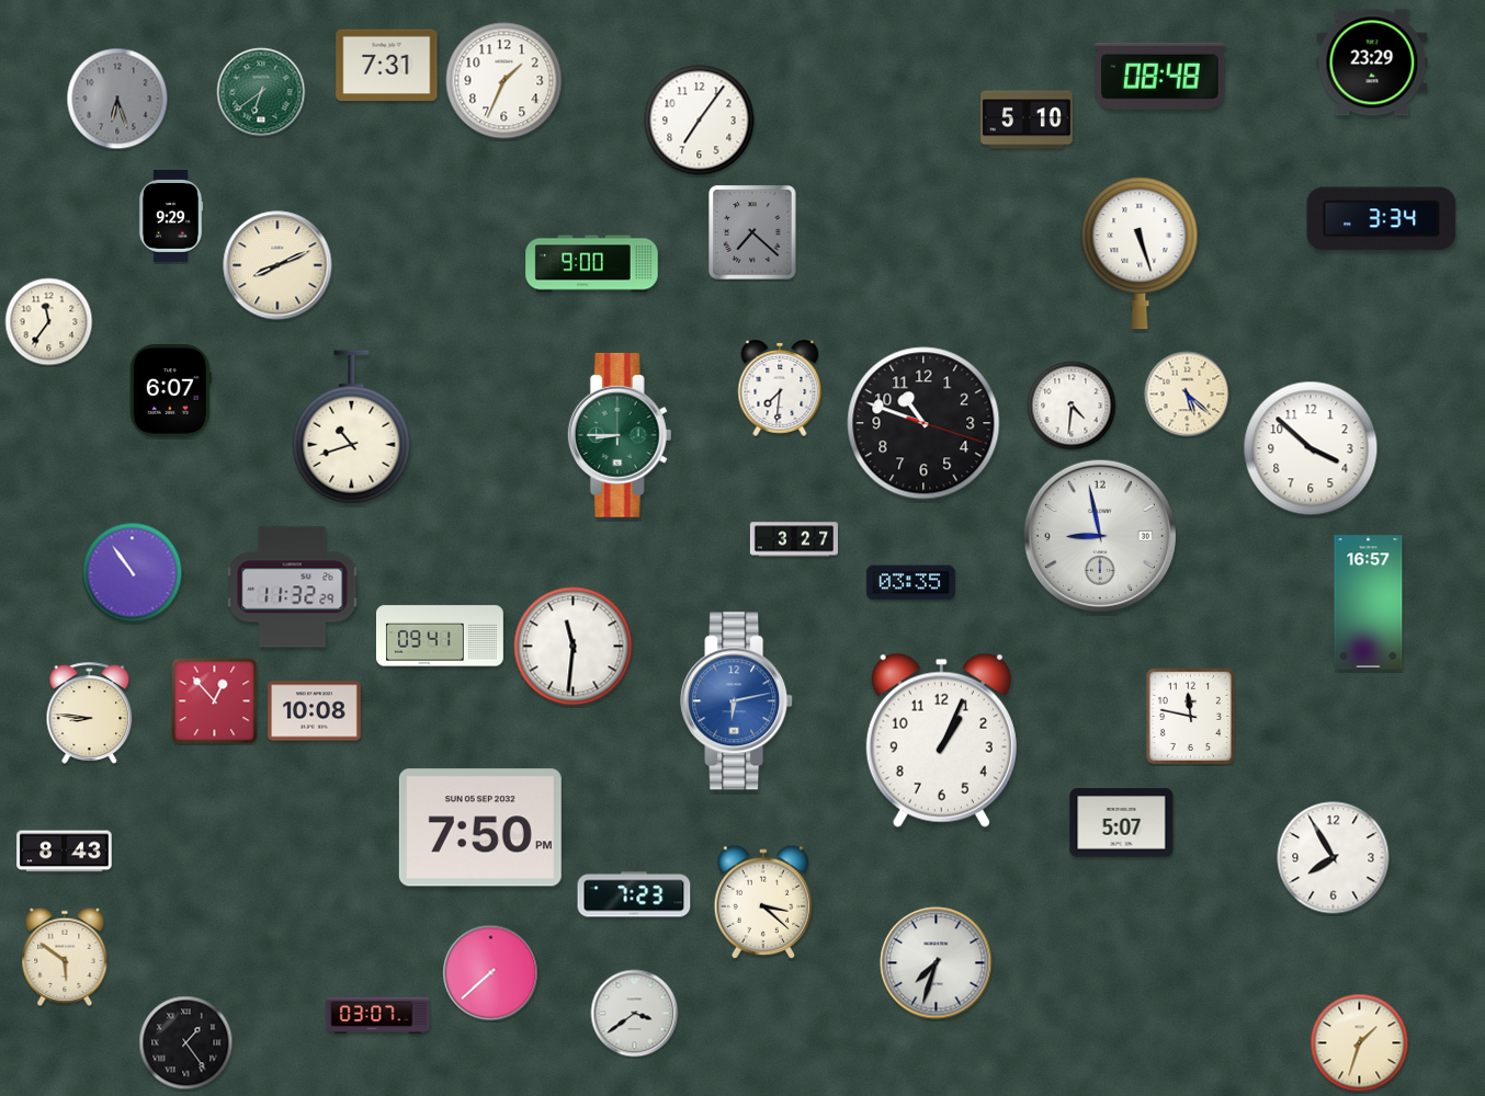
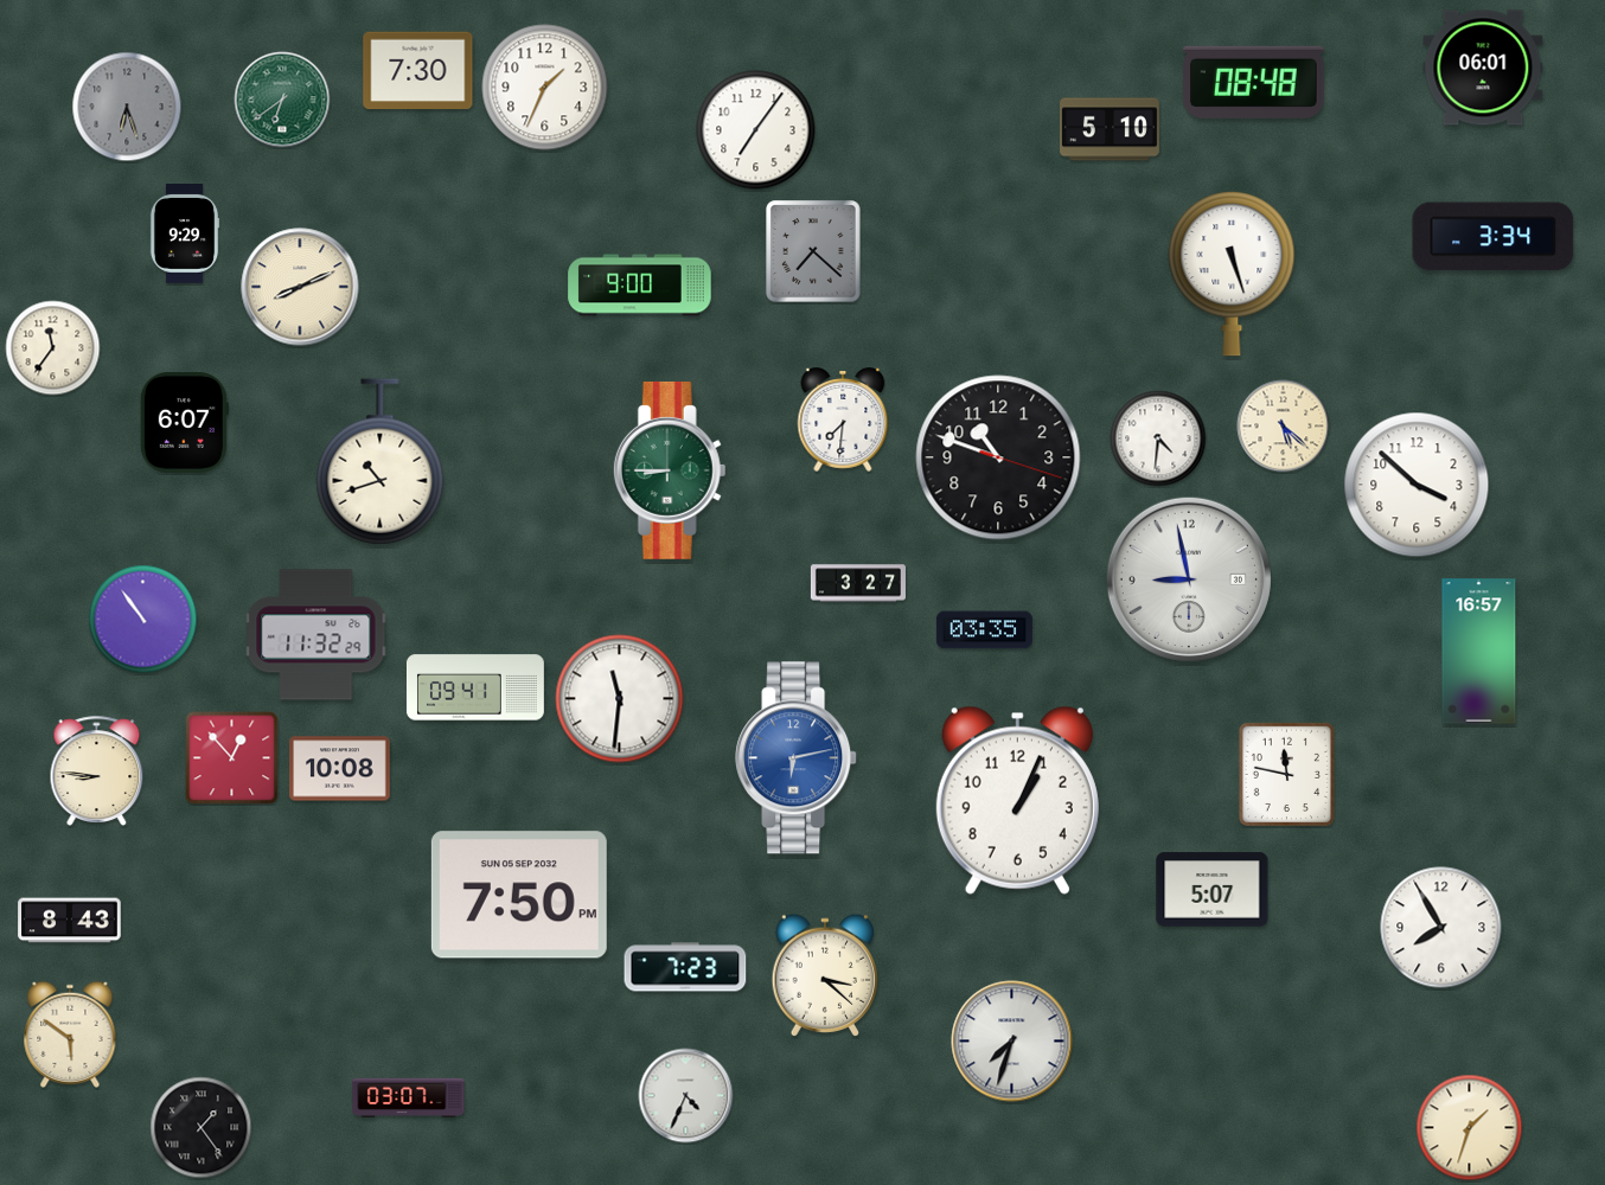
clock at (1372, 62): 23:29 -> 06:01
clock at (387, 66): 7:31 -> 7:30
clock at (491, 973): 7:38 -> none
clock at (635, 1014): 3:39 -> 4:34
